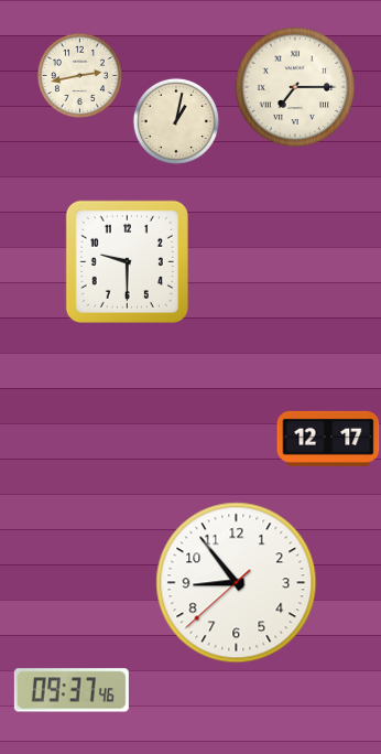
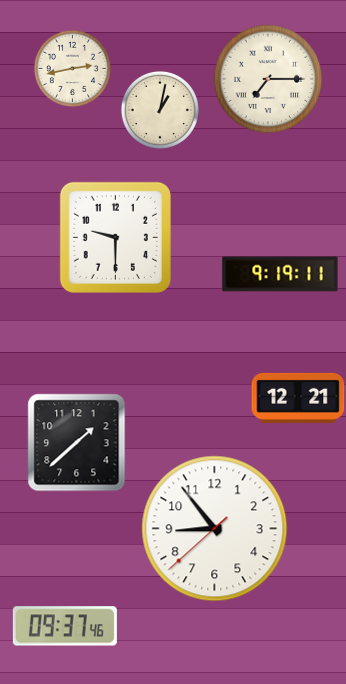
clock at (280, 274): none -> 9:19
clock at (328, 439): 12:17 -> 12:21
clock at (77, 443): none -> 1:38
